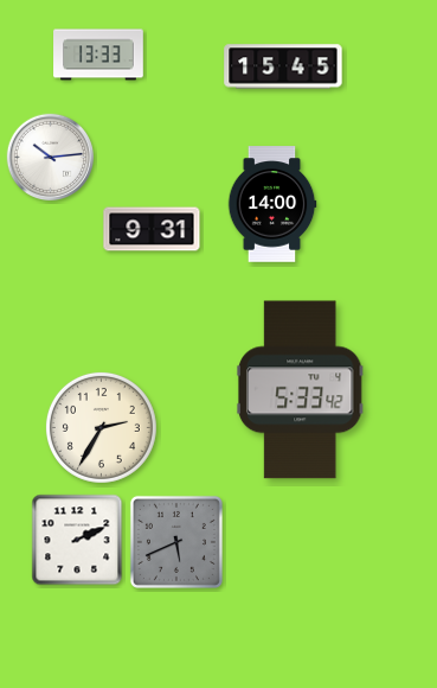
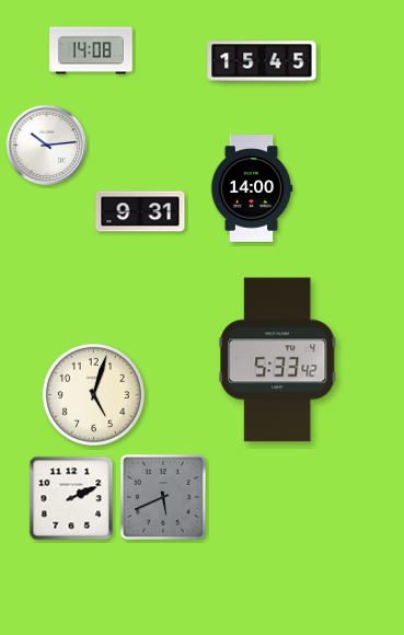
clock at (98, 55): 13:33 -> 14:08
clock at (101, 427): 2:35 -> 5:03
clock at (176, 542) position: (176, 542) -> (163, 497)
